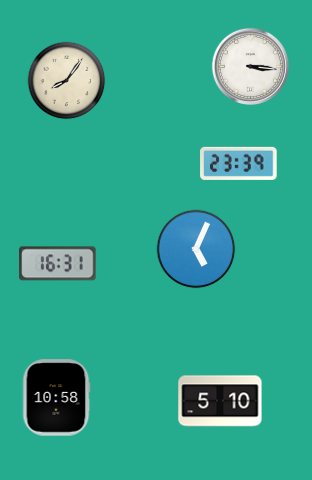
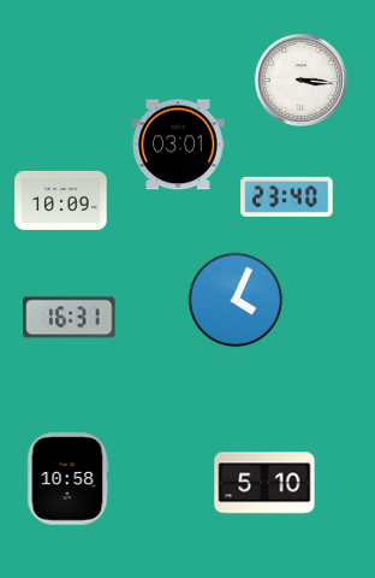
clock at (66, 80): 8:06 -> none
clock at (178, 144): none -> 03:01
clock at (239, 163): 23:39 -> 23:40
clock at (61, 200): none -> 10:09
clock at (196, 249): 5:04 -> 4:04
